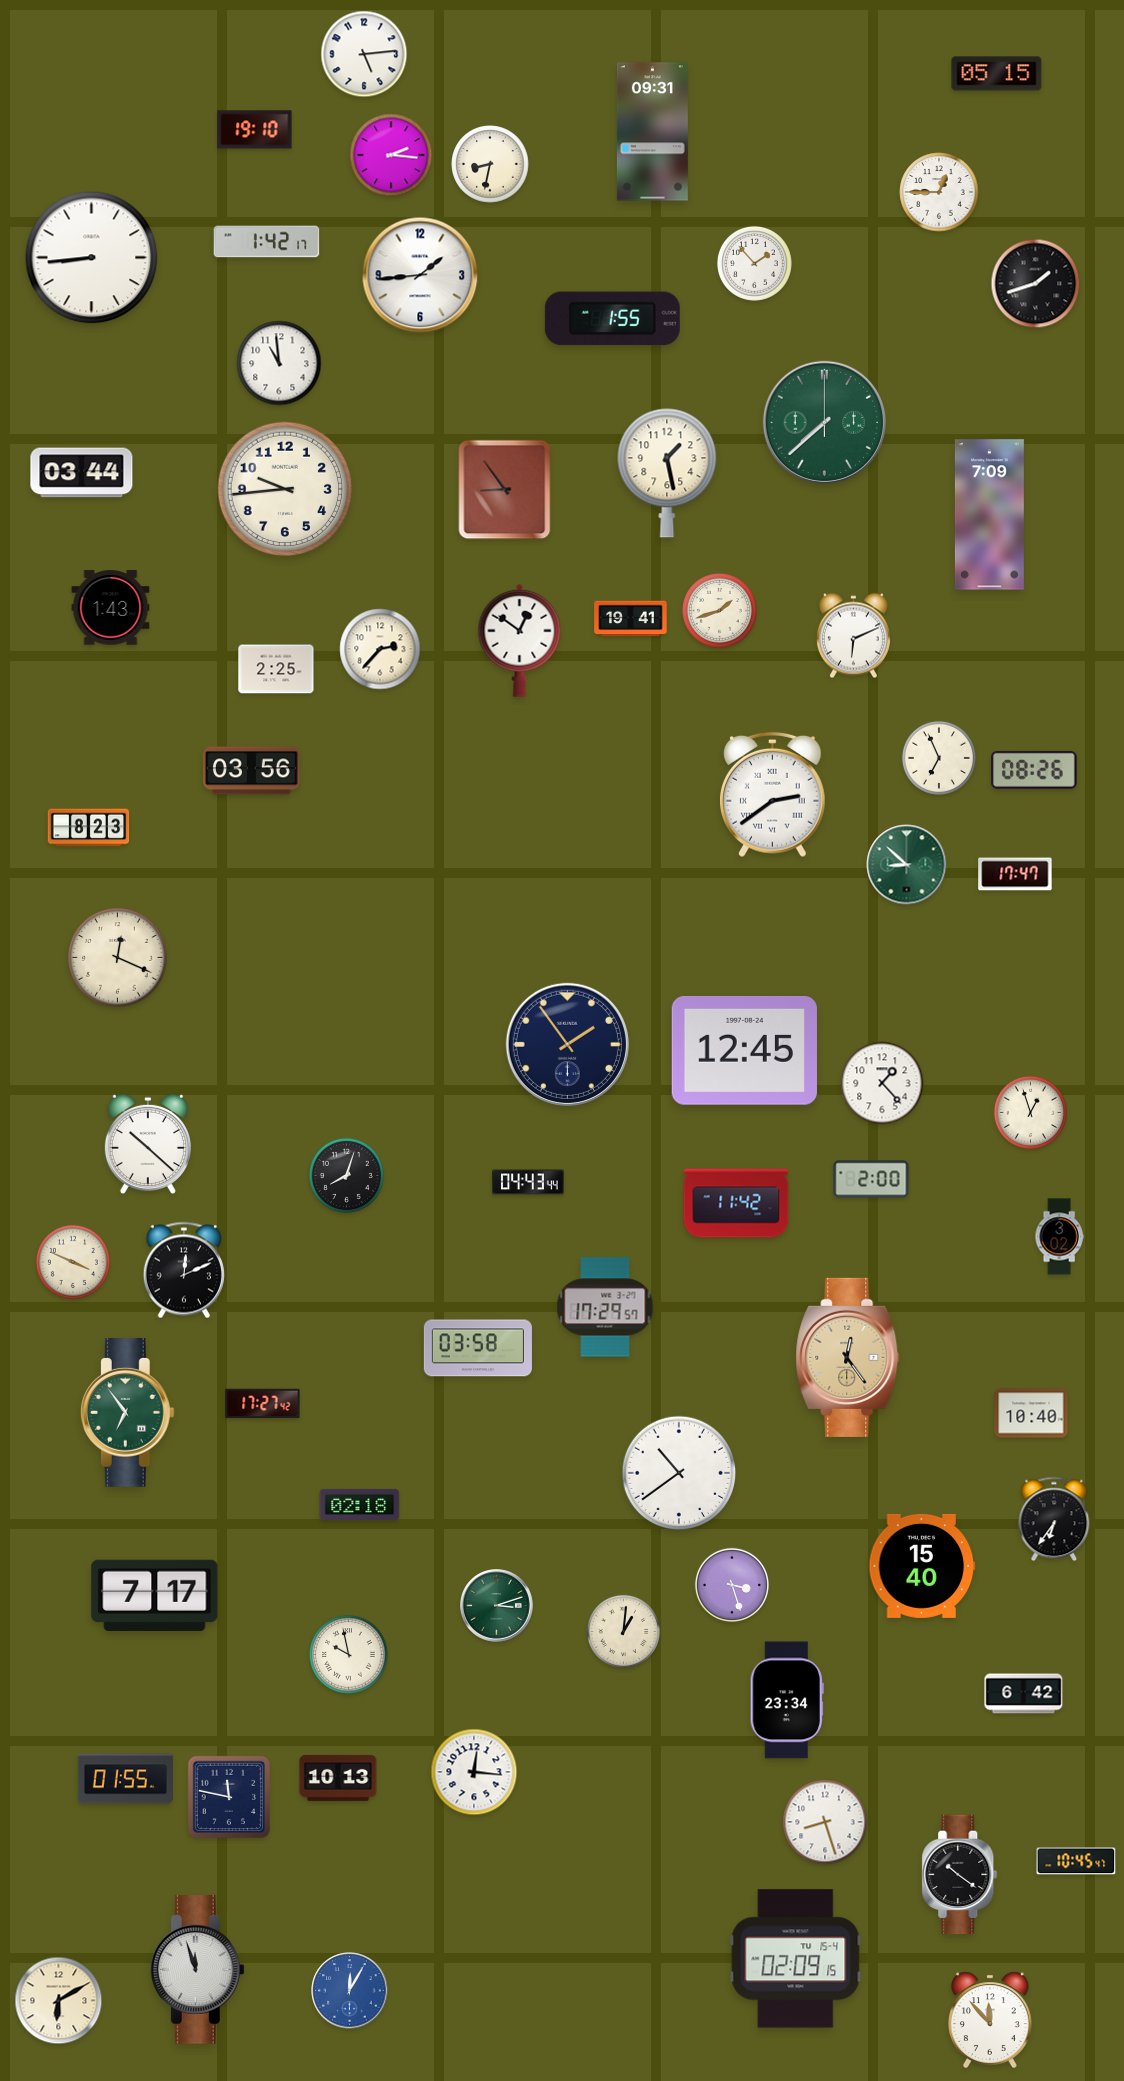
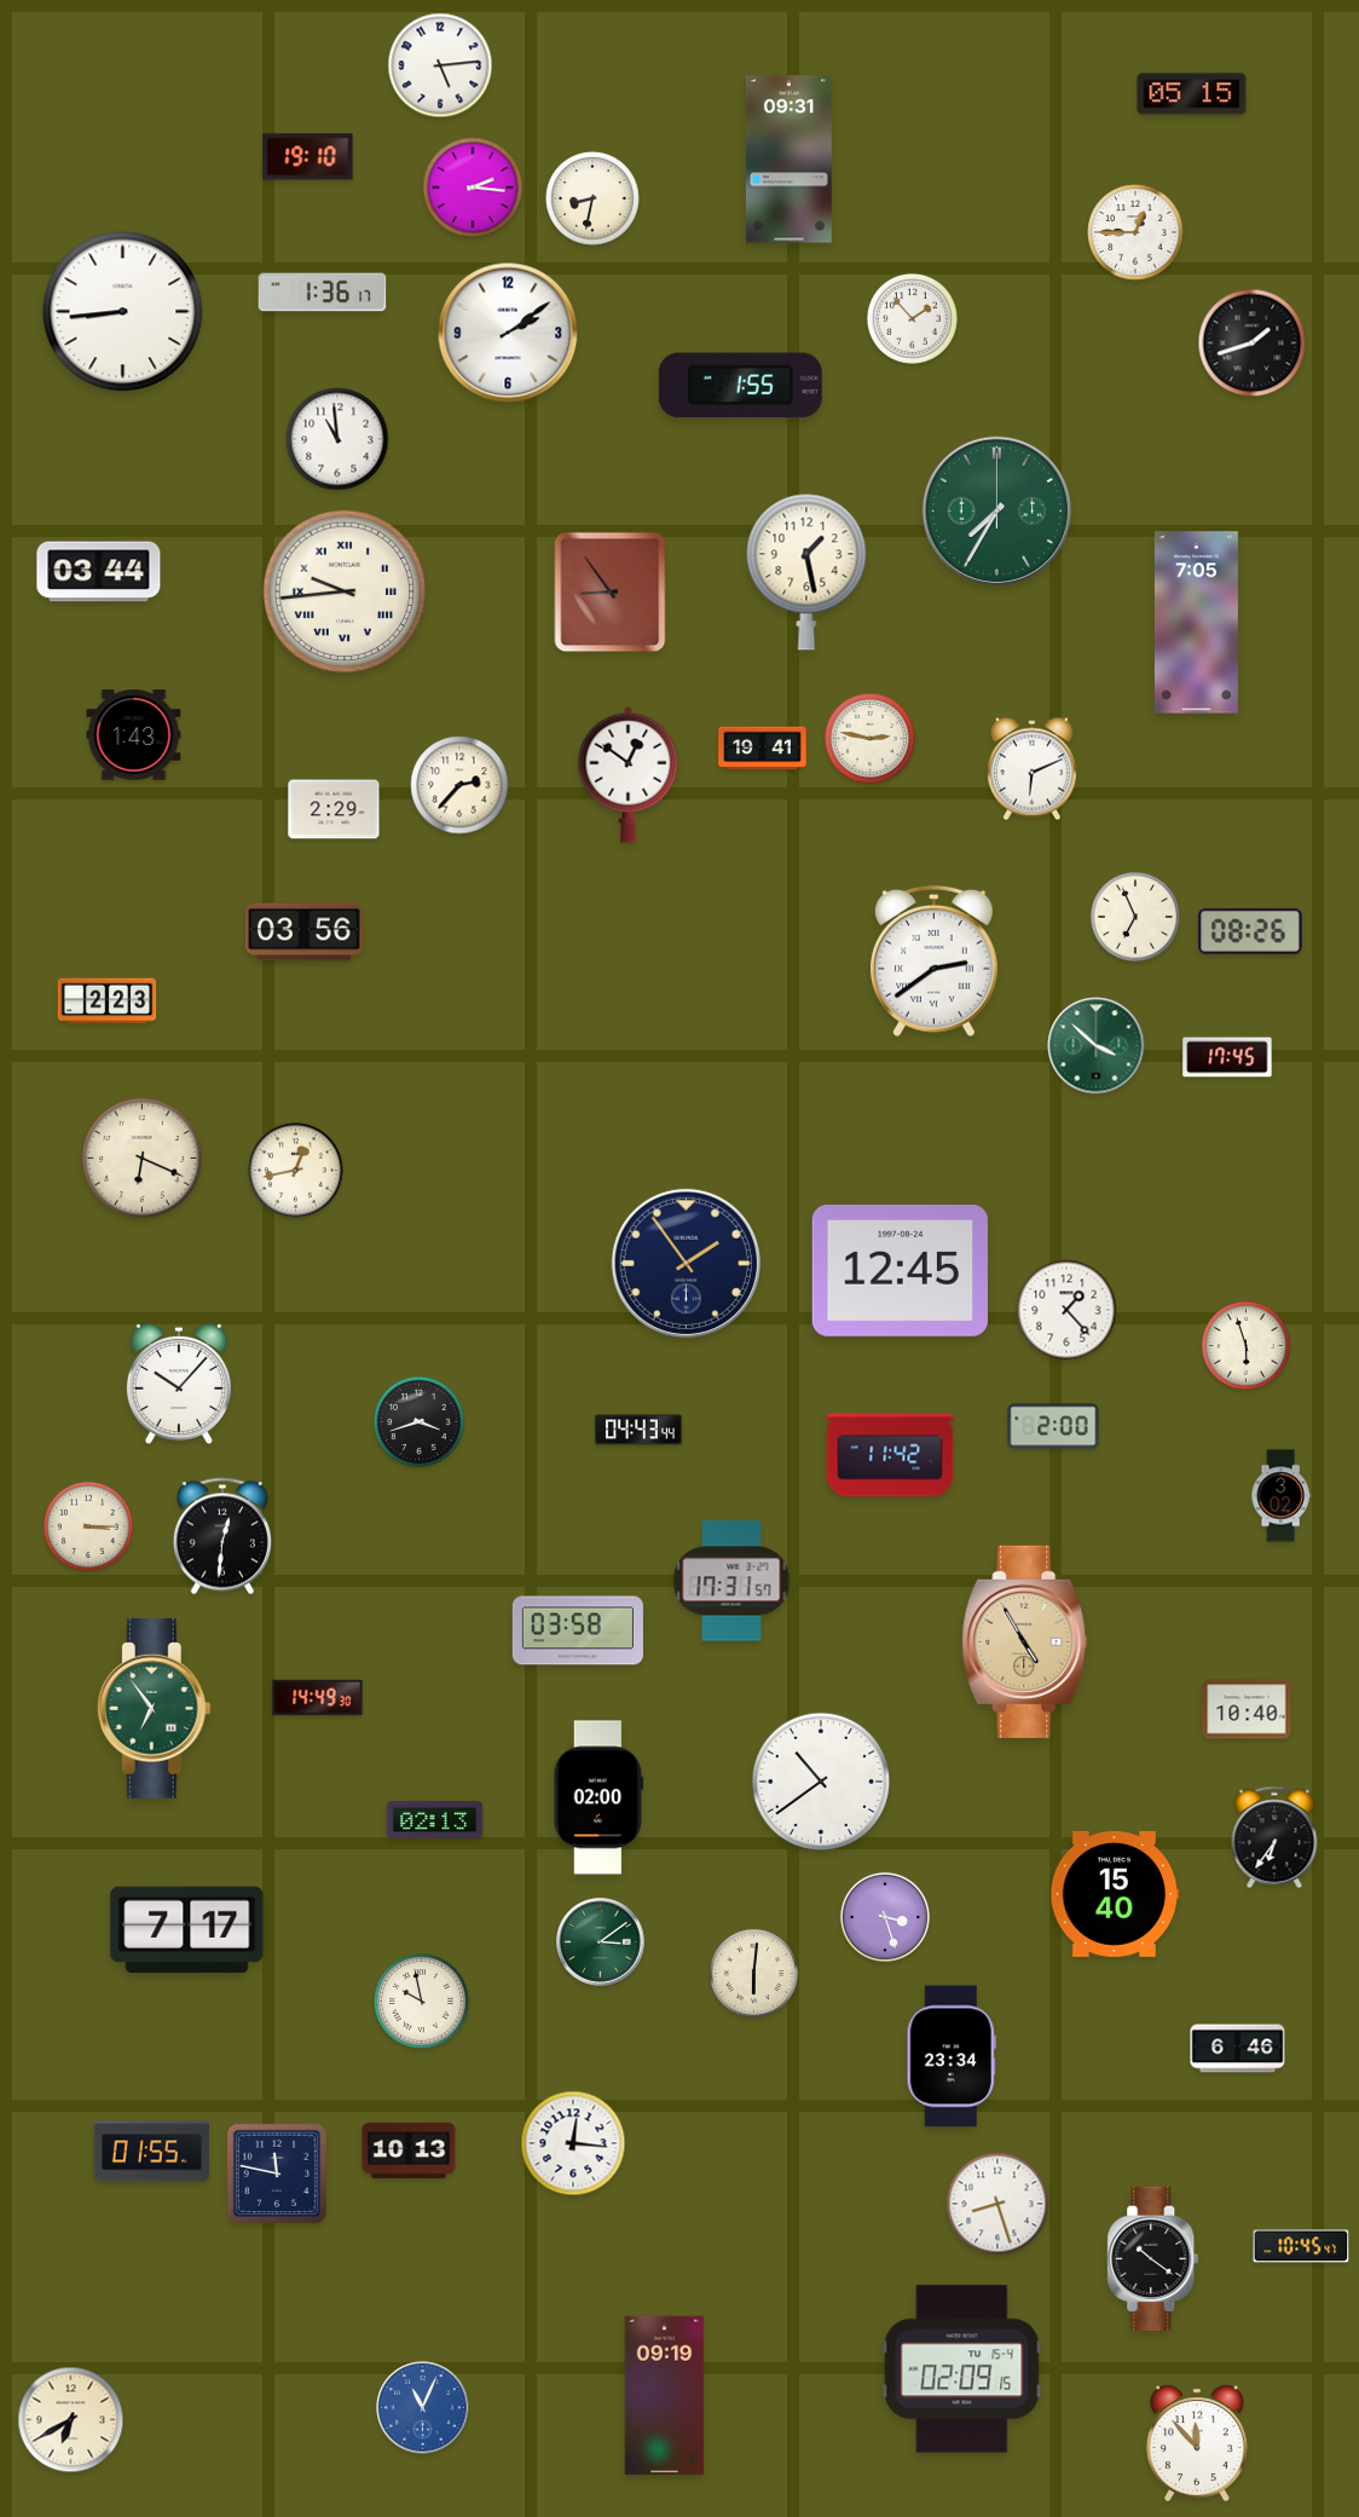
clock at (997, 74) position: (997, 74) -> (1192, 94)
clock at (267, 242): 1:42 -> 1:36
clock at (92, 258) position: (92, 258) -> (123, 312)
clock at (420, 275): 1:44 -> 2:09
clock at (824, 422): 7:38 -> 7:35
clock at (285, 489) numerals: Arabic -> Roman
clock at (989, 515): 7:09 -> 7:05
clock at (719, 610): 1:42 -> 2:47
clock at (276, 669): 2:25 -> 2:29
clock at (89, 828): 8:23 -> 2:23
clock at (907, 865): 8:52 -> 3:52
clock at (1015, 874): 17:47 -> 17:45
clock at (118, 958): 12:19 -> 6:19
clock at (296, 1171): none -> 12:43
clock at (1030, 1112): 12:57 -> 5:57
clock at (148, 1144): 10:22 -> 10:07
clock at (346, 1175): 8:03 -> 3:42
clock at (73, 1262): 3:49 -> 3:15
clock at (184, 1270): 12:11 -> 12:31
clock at (605, 1307): 17:29 -> 17:31
clock at (848, 1357): 12:24 -> 4:55
clock at (263, 1404): 17:27 -> 14:49
clock at (598, 1797): none -> 02:00
clock at (360, 1504): 02:18 -> 02:13
clock at (497, 1606): 3:12 -> 3:09
clock at (623, 1631): 1:01 -> 6:01
clock at (1024, 1694): 6:42 -> 6:46
clock at (1076, 1861) position: (1076, 1861) -> (1301, 2246)
clock at (960, 1875) position: (960, 1875) -> (1153, 2259)
clock at (197, 1970): 11:57 -> none
clock at (665, 2396): none -> 09:19
clock at (350, 1991): 12:05 -> 11:04
clock at (59, 2001): 6:10 -> 6:40
